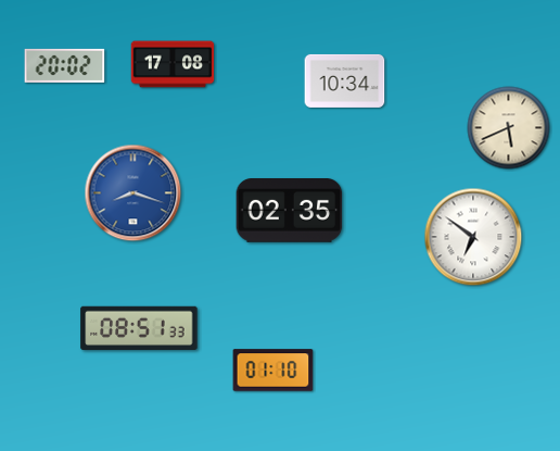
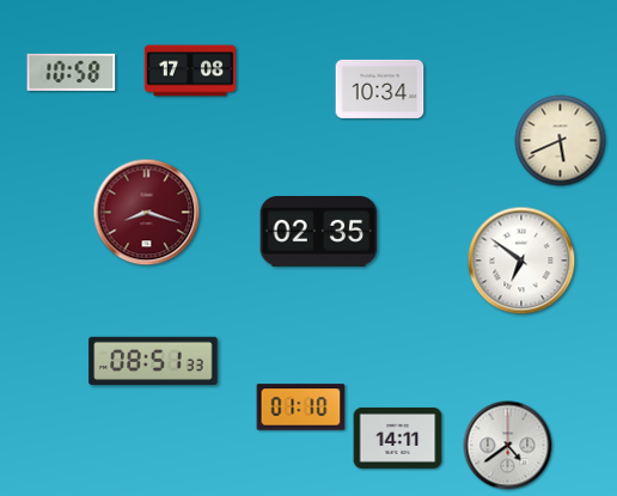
clock at (65, 65): 20:02 -> 10:58
clock at (133, 193) dial: blue -> burgundy
clock at (398, 437): none -> 14:11
clock at (508, 446): none -> 4:39
